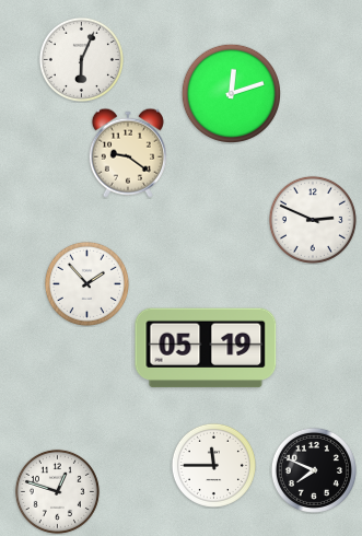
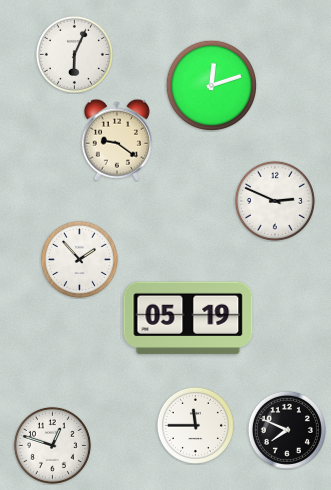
clock at (313, 220) position: (313, 220) -> (275, 201)
clock at (57, 491) position: (57, 491) -> (52, 445)
